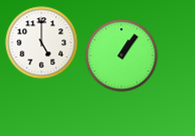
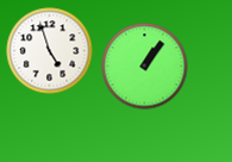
clock at (42, 43): 5:00 -> 4:57
